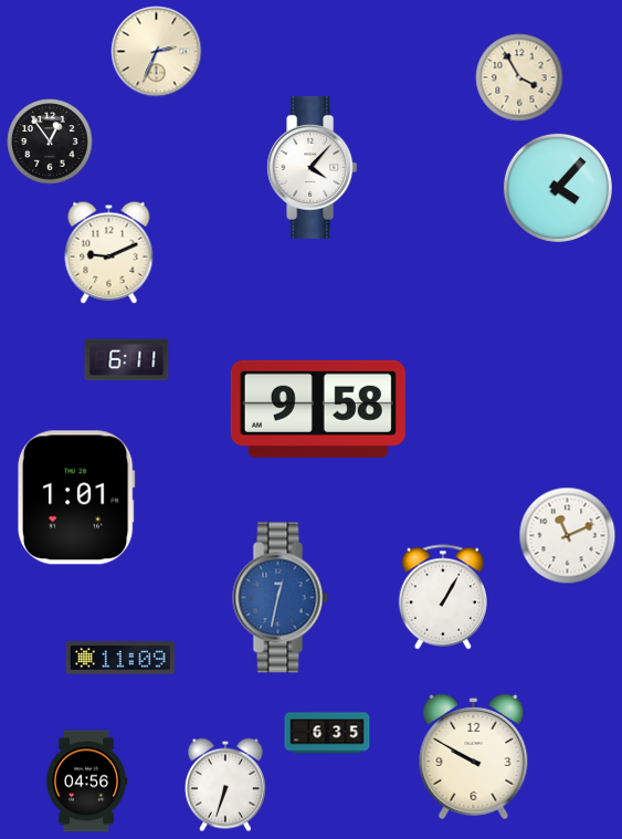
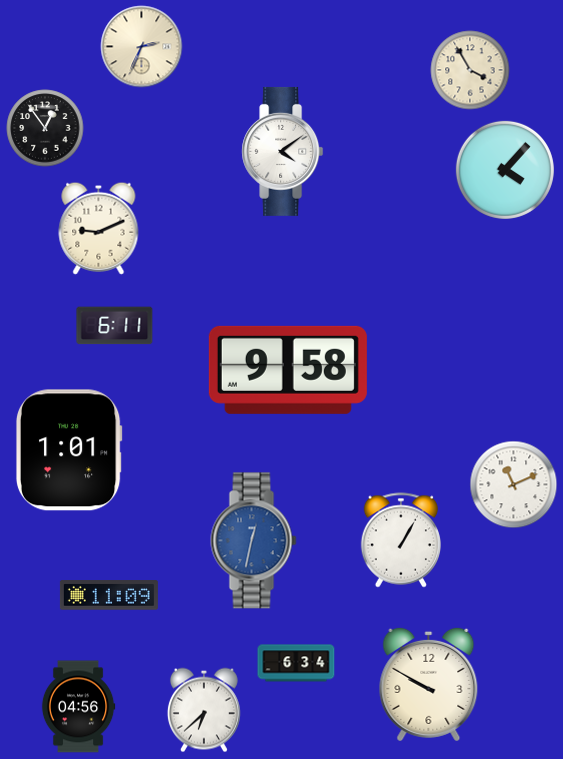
clock at (313, 167): 4:07 -> 4:09
clock at (327, 733): 6:35 -> 6:34
clock at (225, 785): 6:33 -> 6:38
